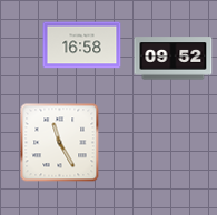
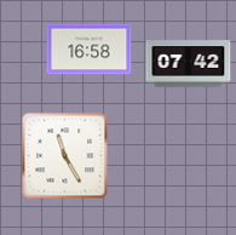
clock at (174, 59): 09:52 -> 07:42
